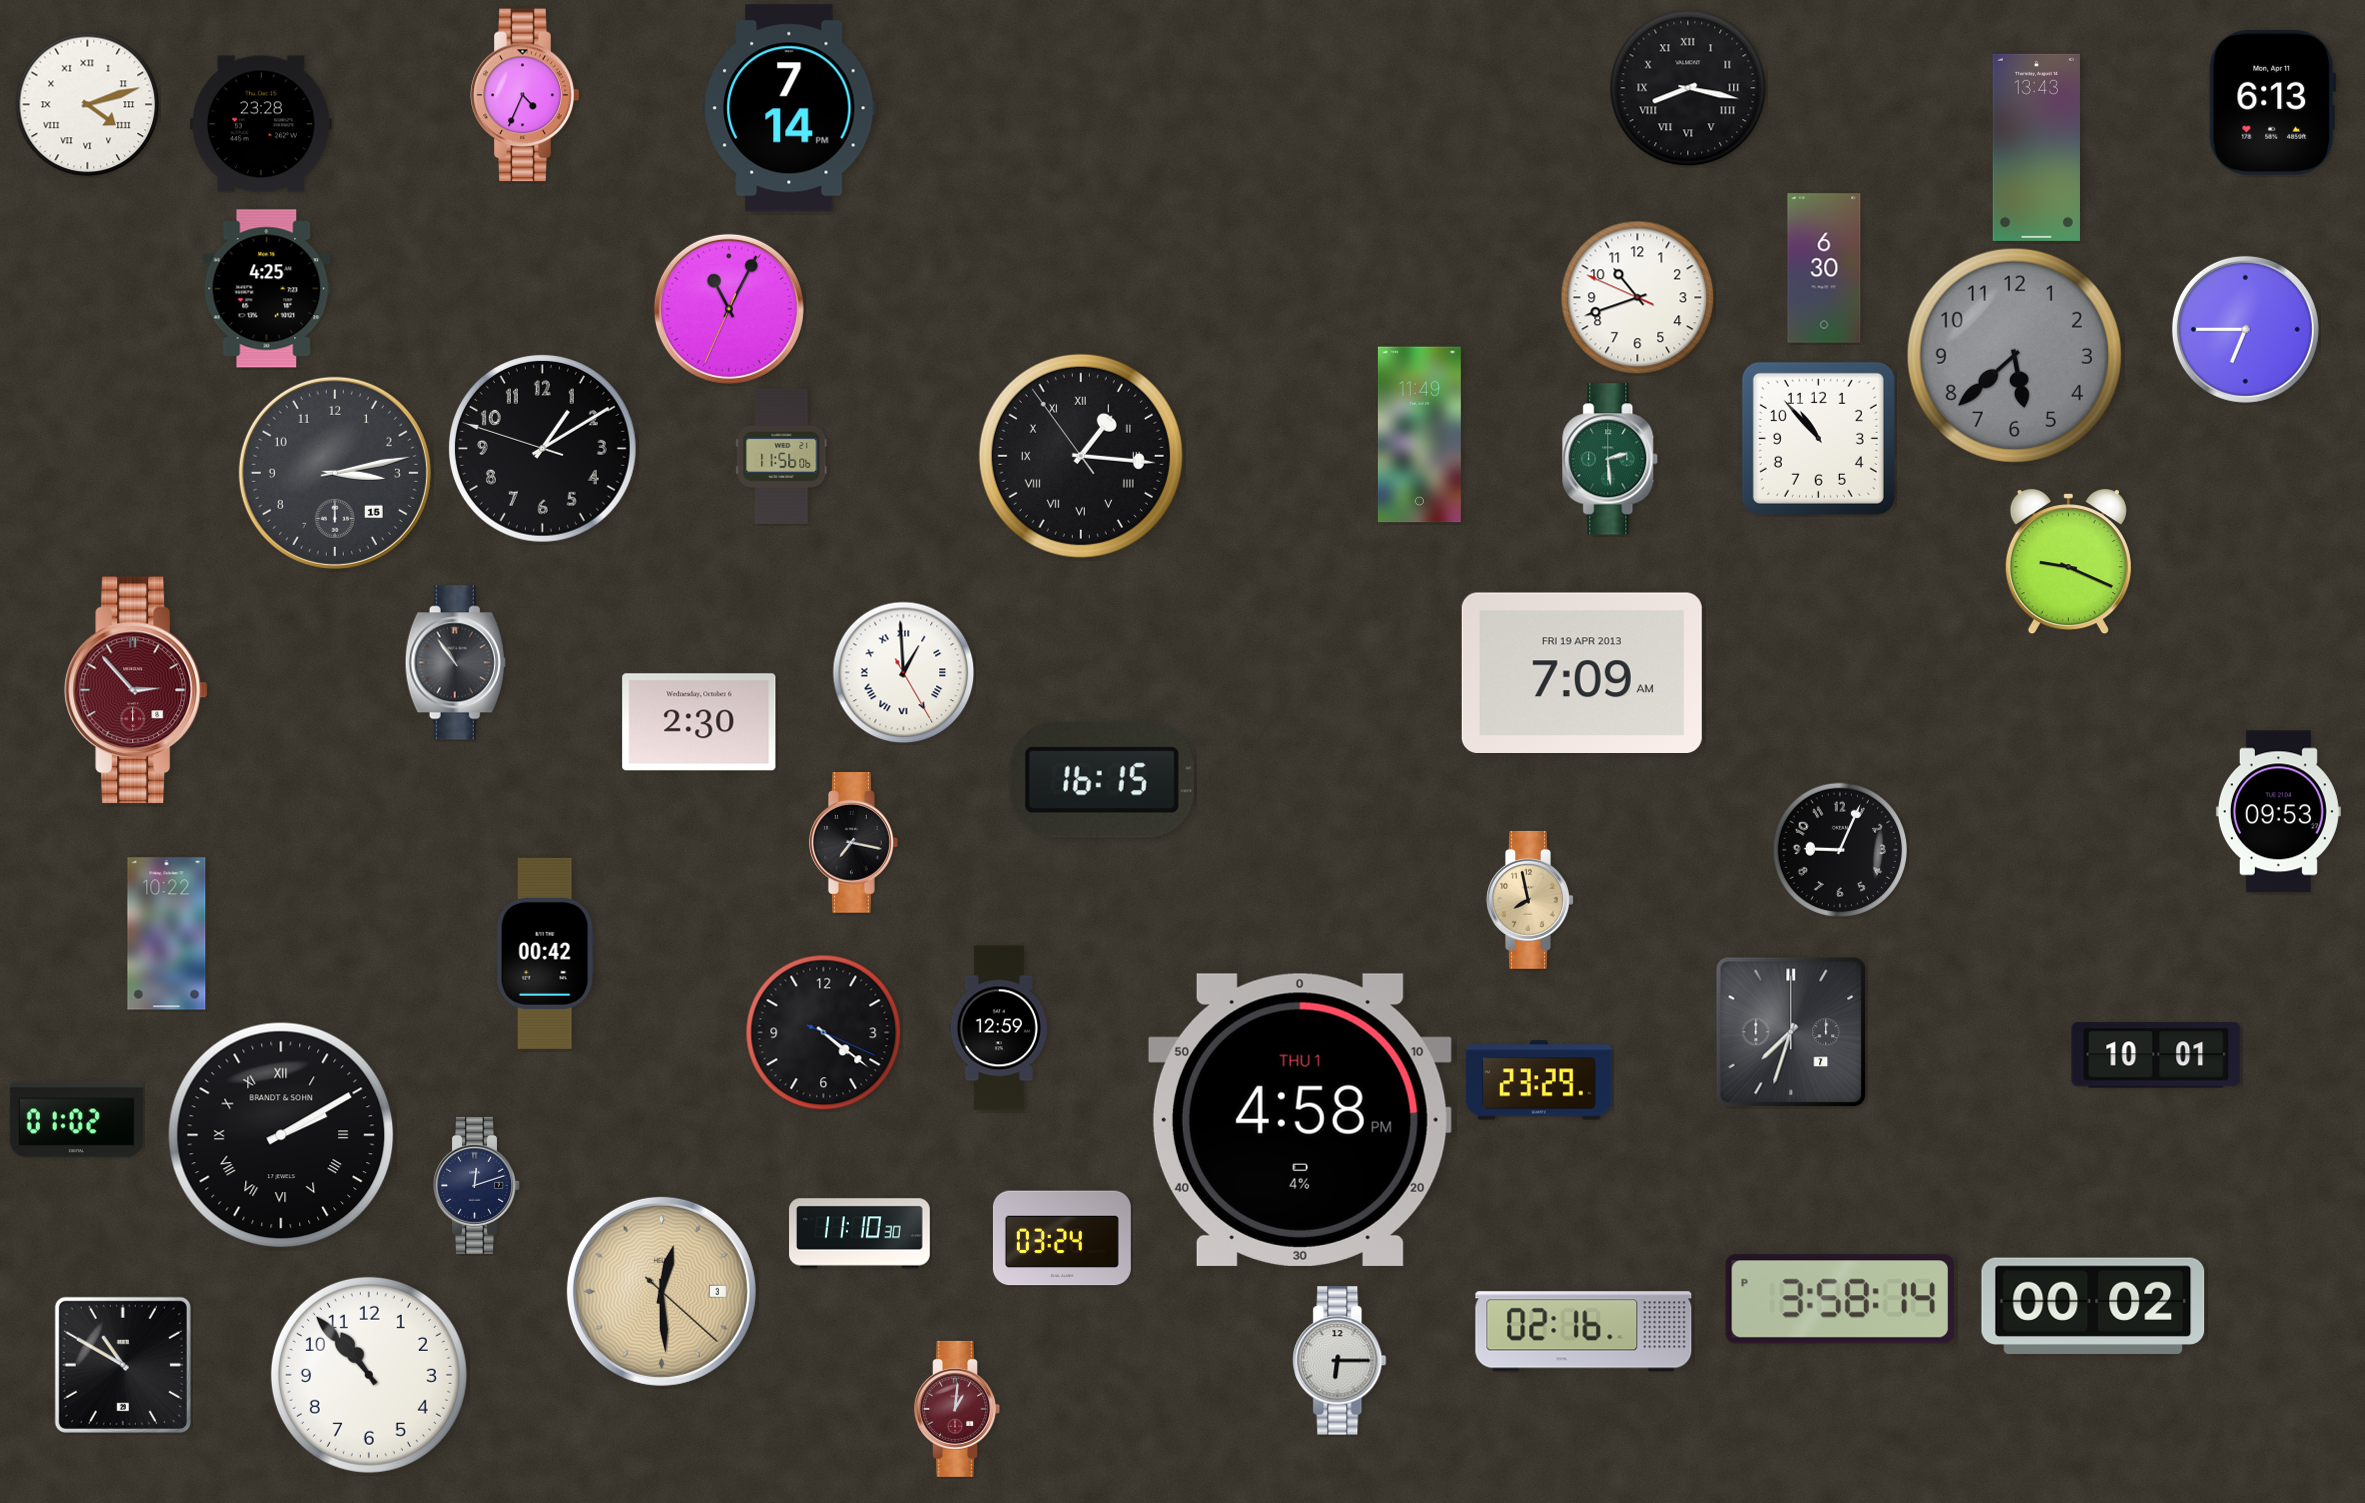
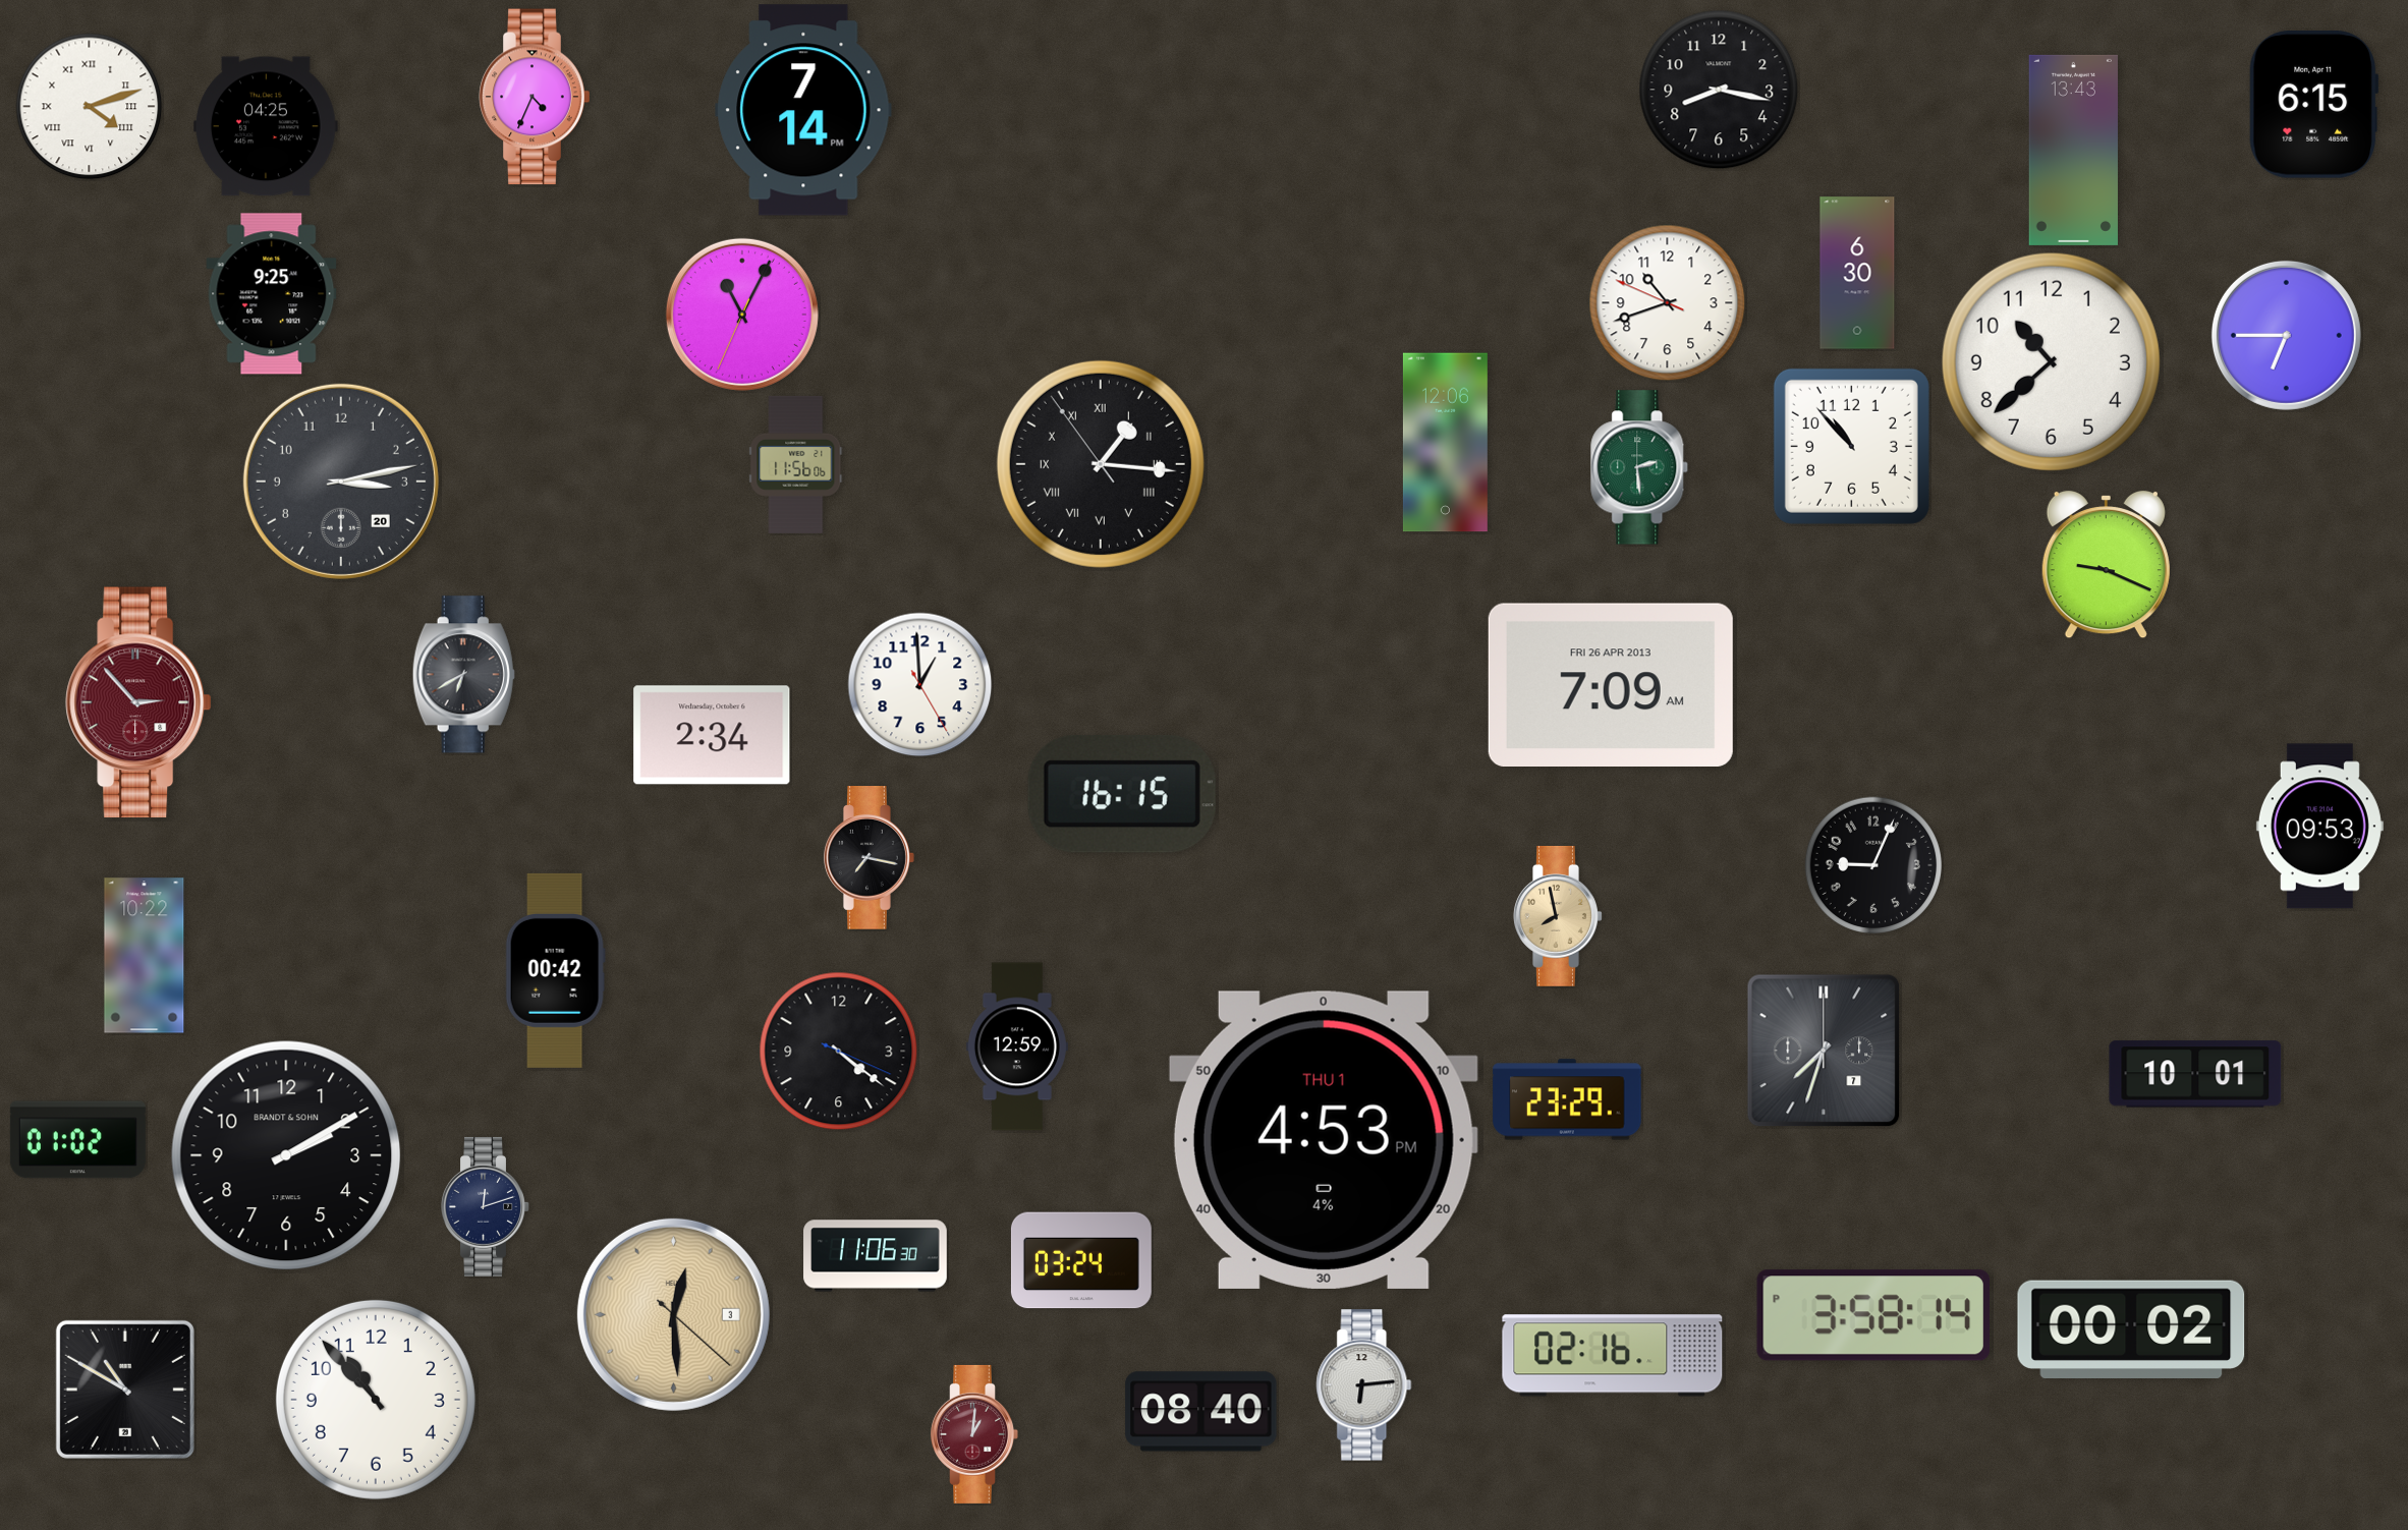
clock at (1688, 88) numerals: Roman -> Arabic
clock at (2273, 103): 6:13 -> 6:15
clock at (262, 124): 23:28 -> 04:25
clock at (267, 289): 4:25 -> 9:25
clock at (2014, 355): 5:38 -> 10:38
clock at (2014, 355) dial: grey -> white
clock at (1419, 435): 11:49 -> 12:06
clock at (542, 448): 1:09 -> none
clock at (335, 473) date: 15 -> 20
clock at (2068, 562) position: (2068, 562) -> (2106, 565)
clock at (455, 663): 10:54 -> 6:40
clock at (1582, 672) date: FRI 19 APR 2013 -> FRI 26 APR 2013
clock at (904, 673) numerals: Roman -> Arabic
clock at (699, 722): 2:30 -> 2:34
clock at (167, 934) position: (167, 934) -> (145, 956)
clock at (1300, 1120): 4:58 -> 4:53
clock at (281, 1135) numerals: Roman -> Arabic
clock at (860, 1234): 11:10 -> 11:06
clock at (1839, 1299) position: (1839, 1299) -> (1872, 1315)
clock at (1340, 1361): 6:15 -> 6:14
clock at (1201, 1412): none -> 08:40
